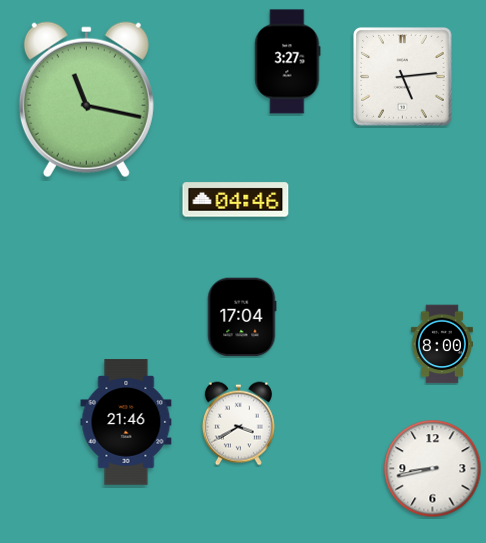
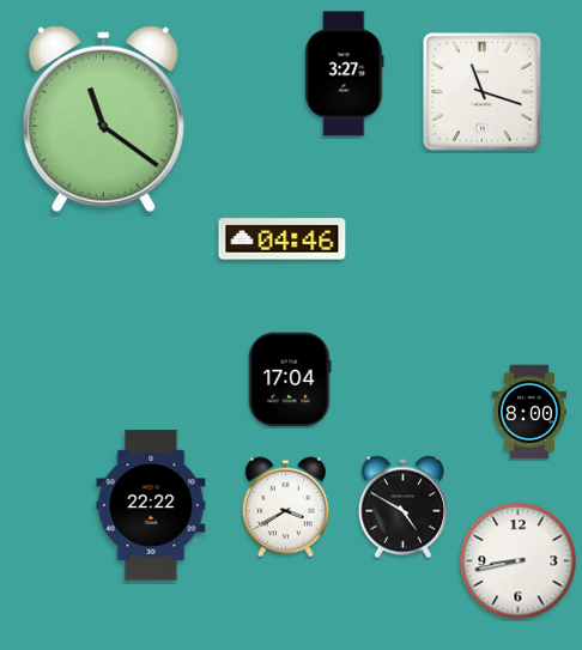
clock at (403, 77): 5:14 -> 11:18
clock at (86, 100): 11:17 -> 11:21
clock at (126, 422): 21:46 -> 22:22
clock at (404, 508): none -> 4:50
